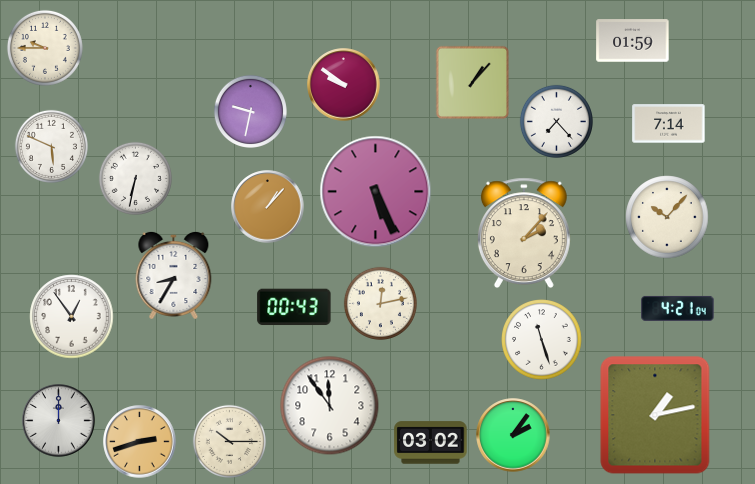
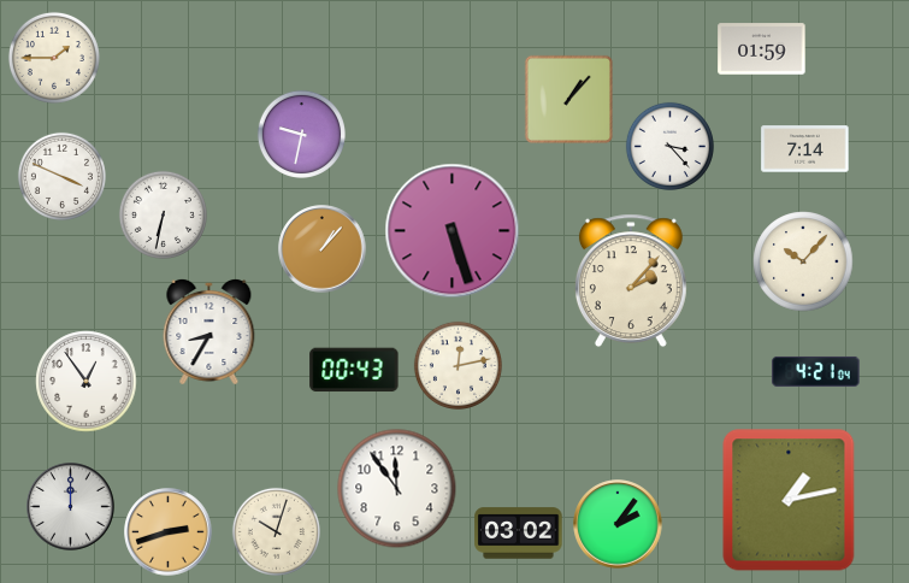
clock at (45, 48): 9:45 -> 1:45
clock at (344, 85): 9:51 -> none
clock at (556, 121): 7:23 -> 3:23
clock at (51, 146): 5:49 -> 3:49
clock at (376, 192): 5:26 -> 5:27
clock at (542, 340): 11:27 -> none
clock at (229, 441): 10:15 -> 10:03
